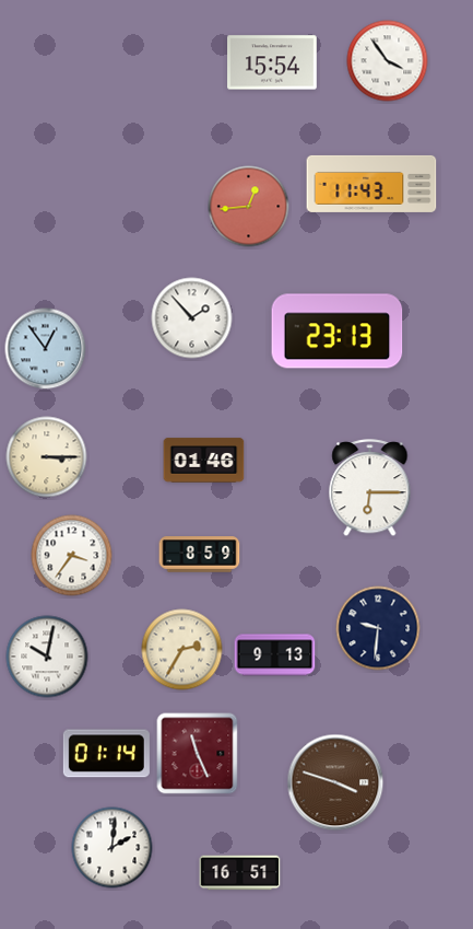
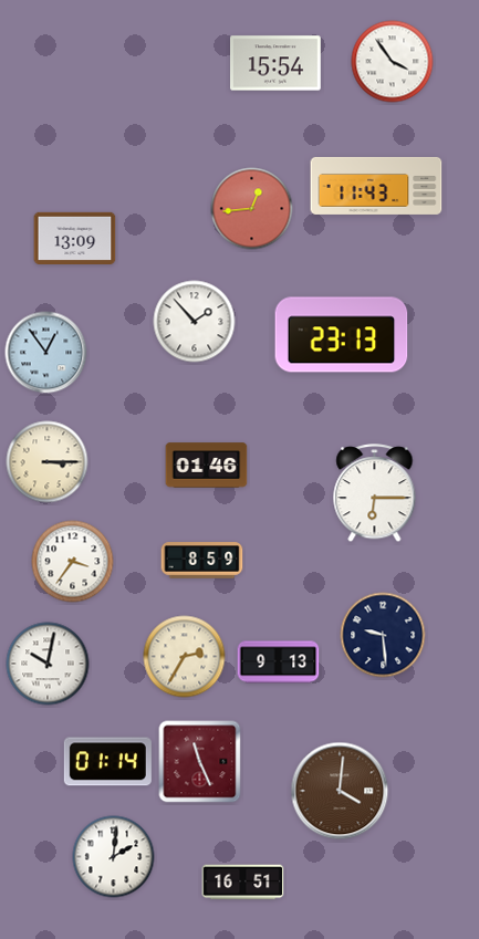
clock at (75, 238): none -> 13:09
clock at (378, 628): 9:31 -> 9:29
clock at (335, 782): 3:48 -> 4:01
